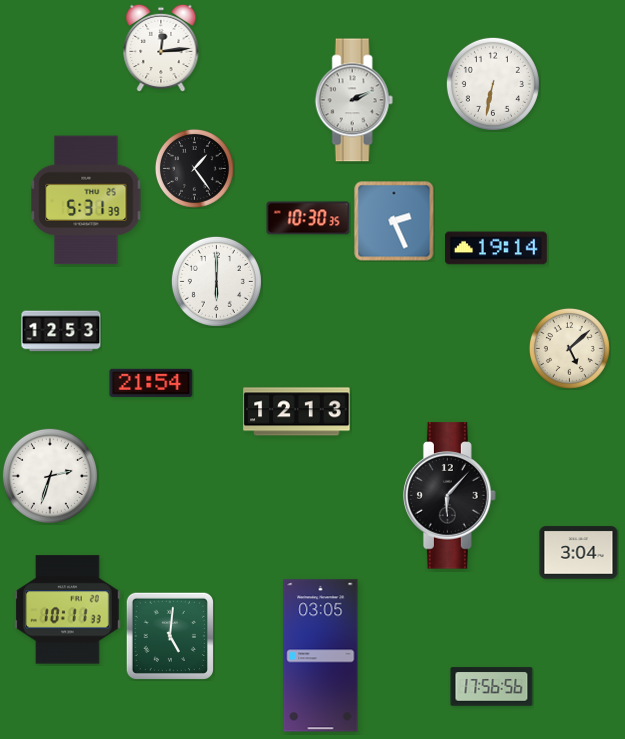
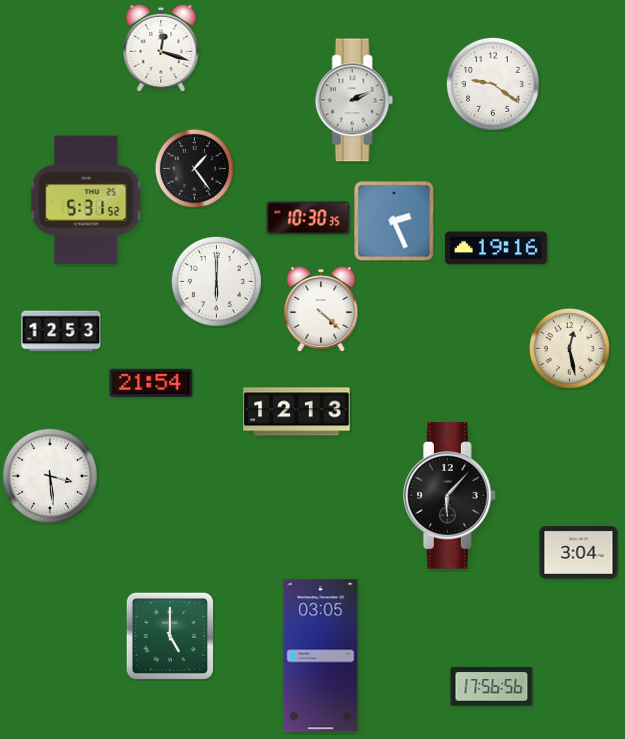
clock at (161, 48): 12:14 -> 12:18
clock at (493, 84): 6:32 -> 9:21
clock at (86, 200): 5:31:39 -> 5:31:52
clock at (497, 248): 19:14 -> 19:16
clock at (321, 309): none -> 4:22
clock at (569, 348): 5:08 -> 12:28
clock at (50, 476): 2:33 -> 3:29
clock at (68, 610): 10:11 -> none
clock at (169, 635): 5:01 -> 5:00
